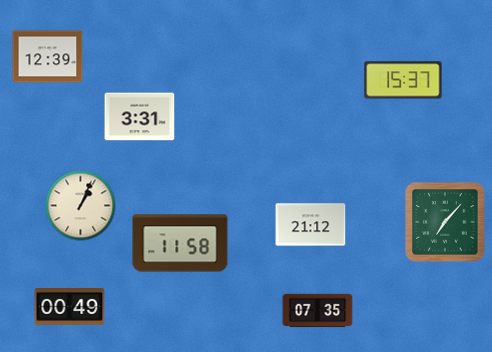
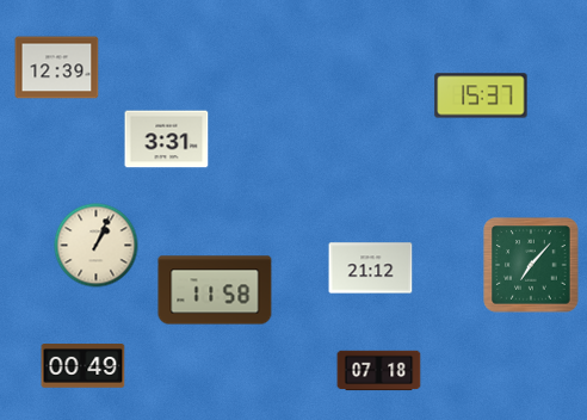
clock at (318, 311): 07:35 -> 07:18
